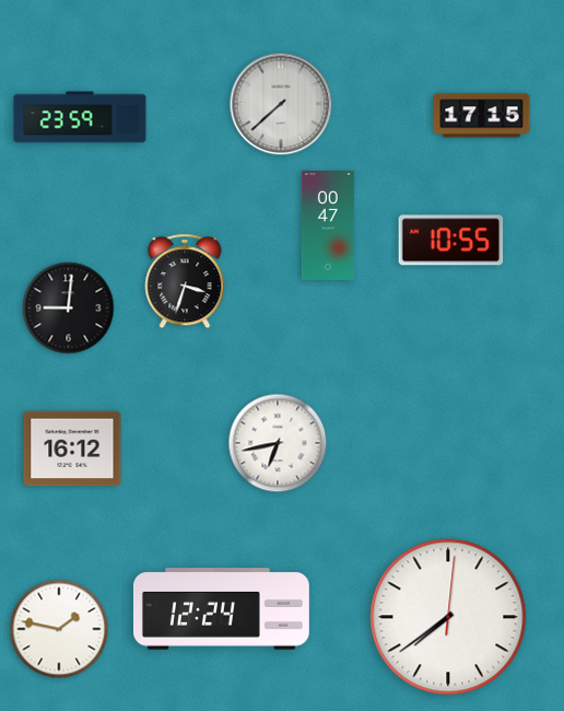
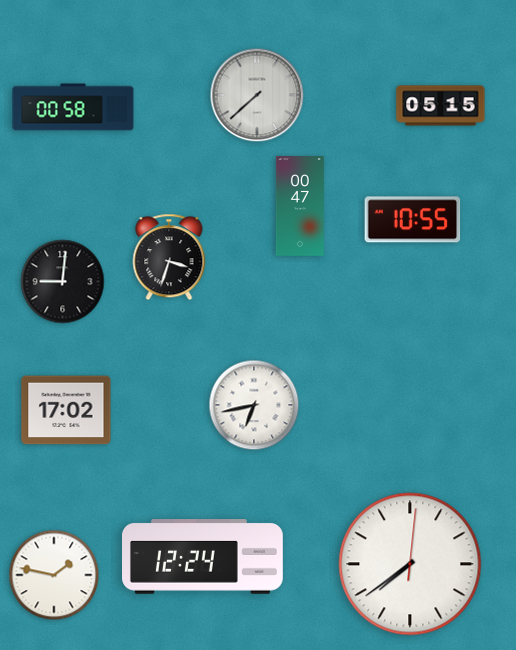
clock at (482, 116): 17:15 -> 05:15
clock at (80, 117): 23:59 -> 00:58
clock at (72, 448): 16:12 -> 17:02
